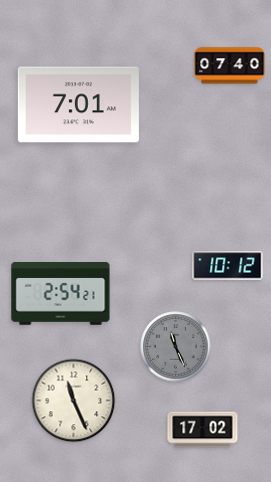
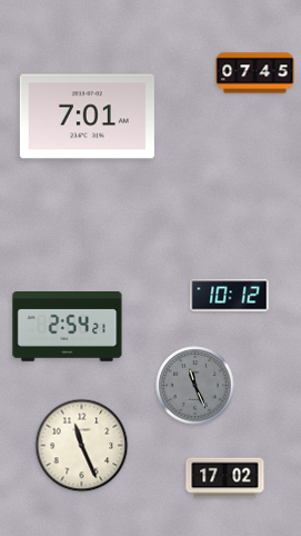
clock at (230, 66): 07:40 -> 07:45
clock at (228, 266) position: (228, 266) -> (230, 296)
